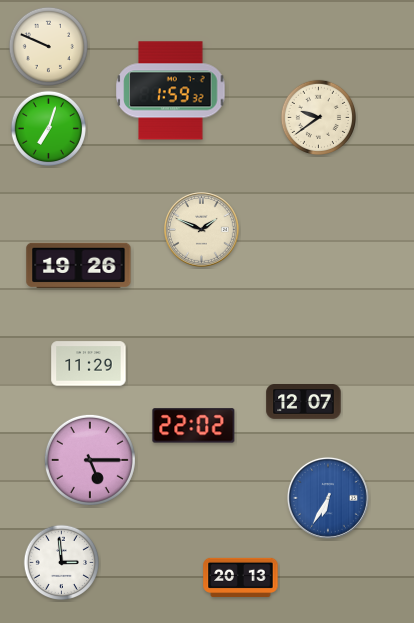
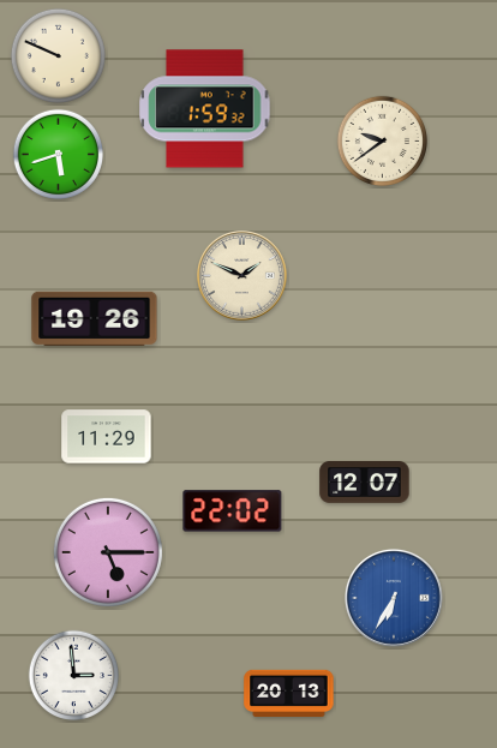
clock at (48, 128): 7:03 -> 5:42
